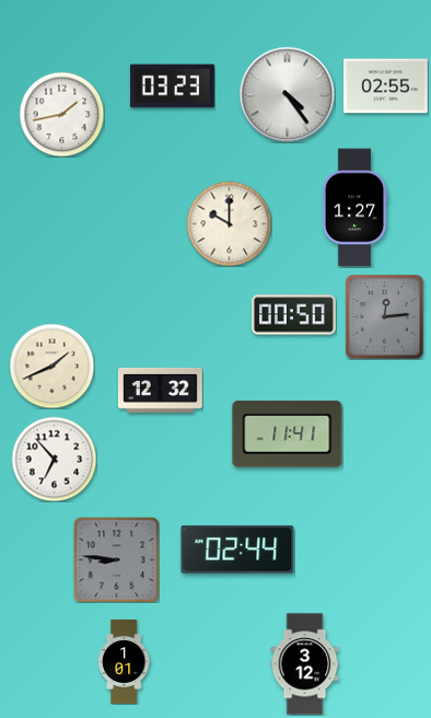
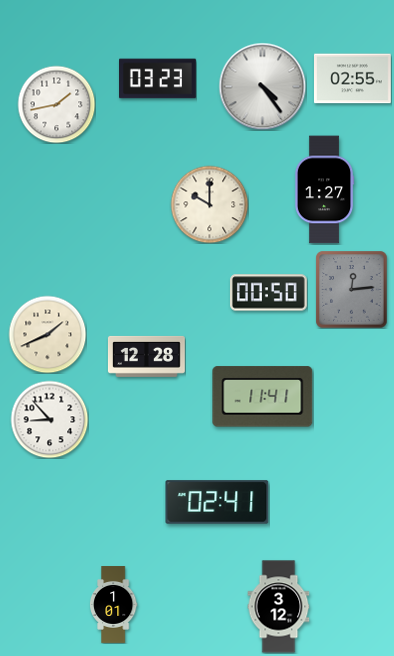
clock at (294, 315) position: (294, 315) -> (269, 293)
clock at (160, 390): 12:32 -> 12:28
clock at (54, 459): 6:53 -> 8:53
clock at (237, 549): 02:44 -> 02:41
clock at (116, 559): 8:46 -> none
